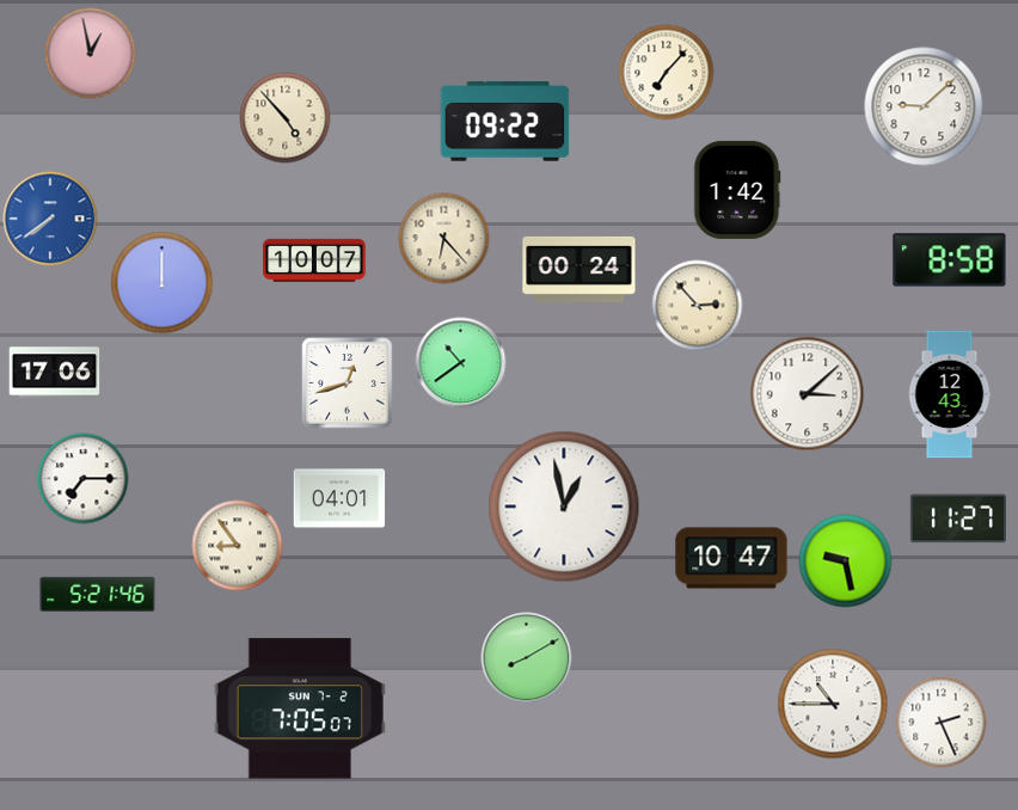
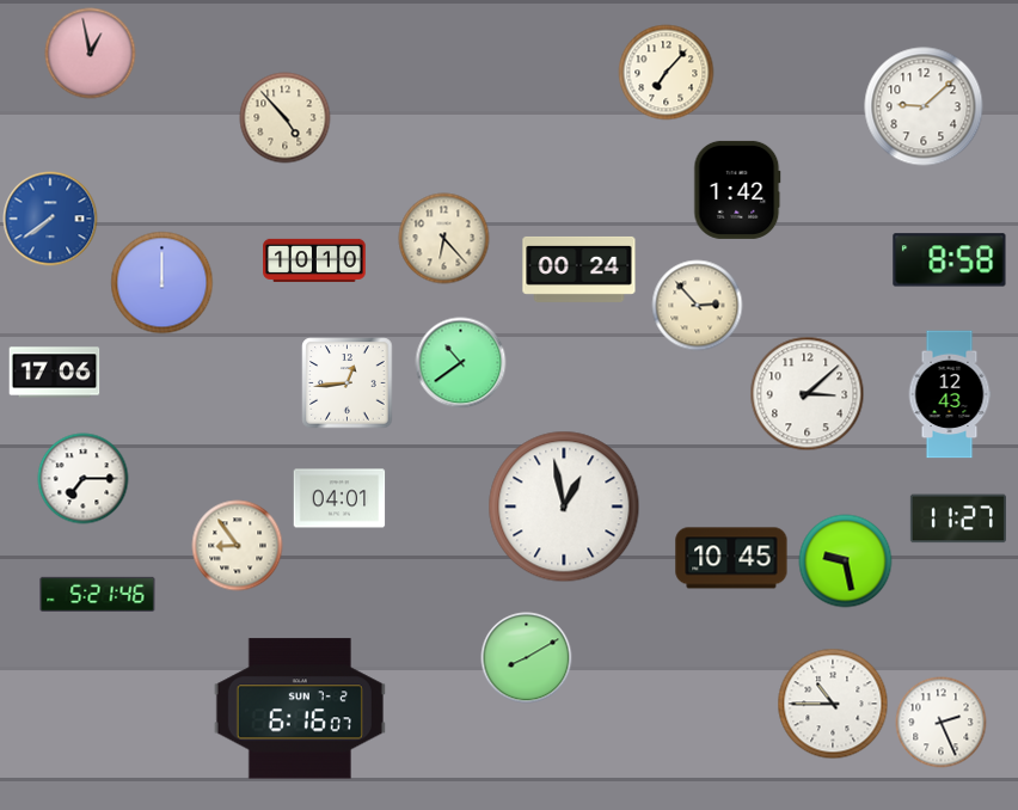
clock at (505, 122): 09:22 -> none
clock at (314, 260): 10:07 -> 10:10
clock at (348, 383): 12:42 -> 12:44
clock at (731, 558): 10:47 -> 10:45
clock at (300, 708): 7:05 -> 6:16
